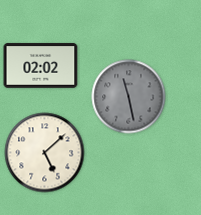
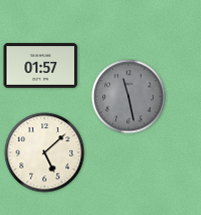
clock at (41, 66): 02:02 -> 01:57
